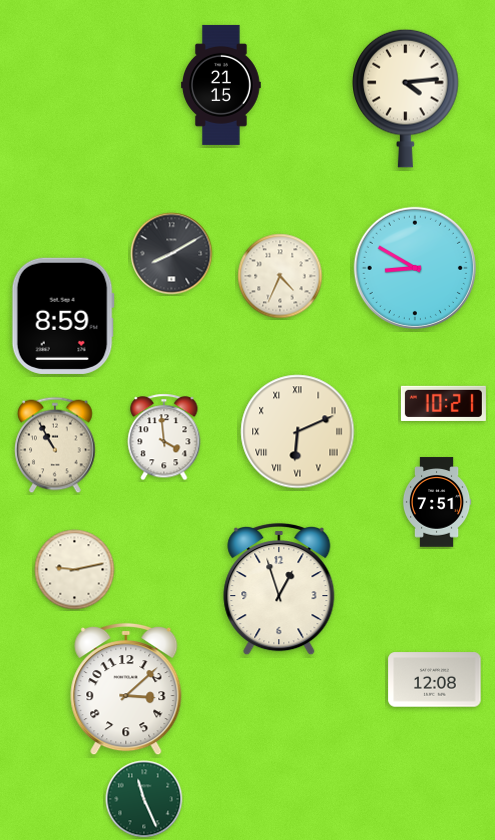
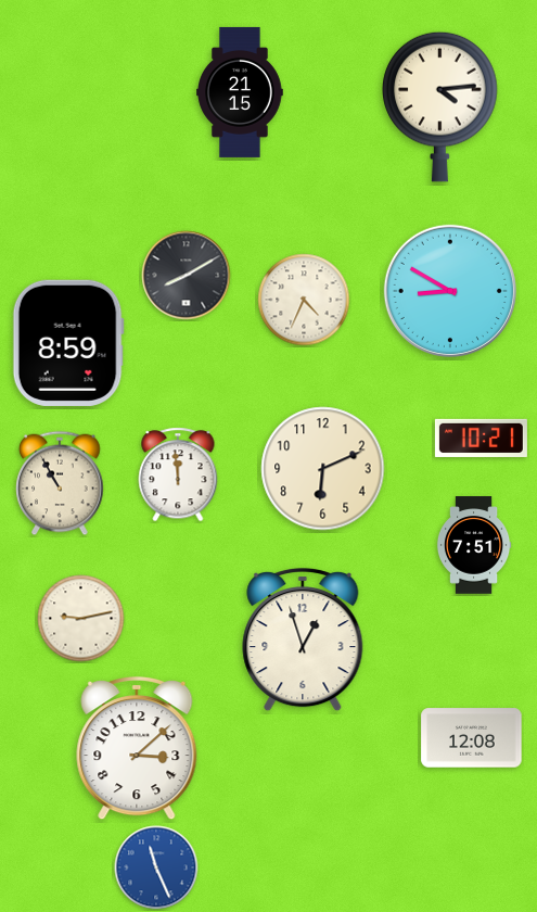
clock at (298, 432) numerals: Roman -> Arabic
clock at (164, 437): 3:59 -> 11:59
clock at (144, 799) dial: green -> blue
